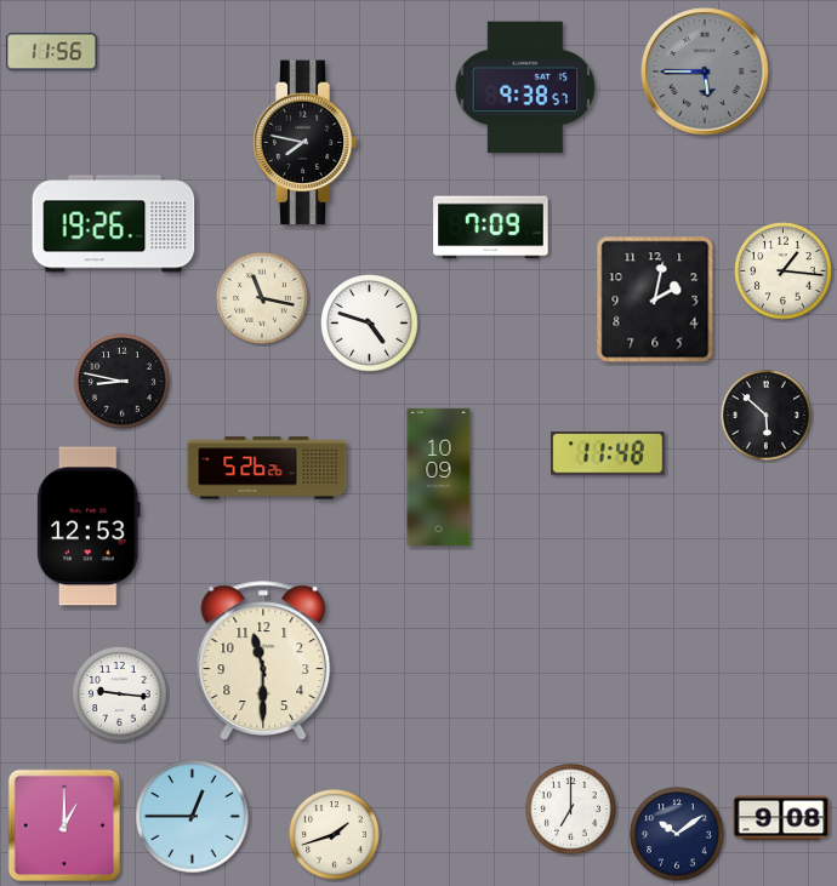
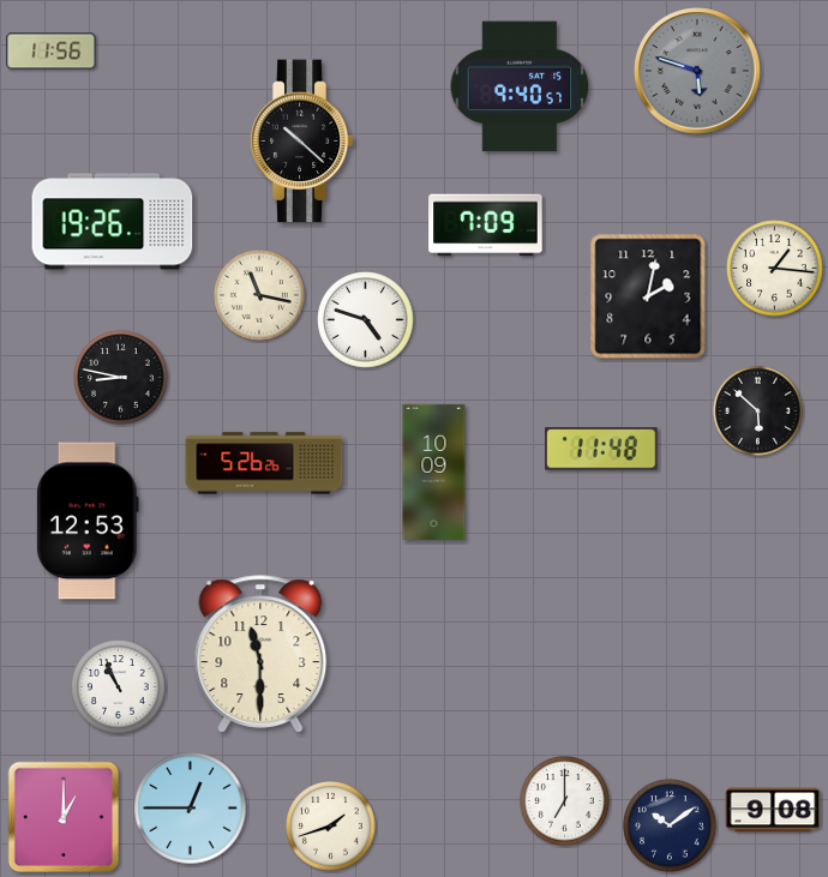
clock at (705, 72): 5:45 -> 5:48
clock at (525, 87): 9:38 -> 9:40
clock at (304, 143): 7:47 -> 10:22
clock at (120, 694): 9:16 -> 10:56
